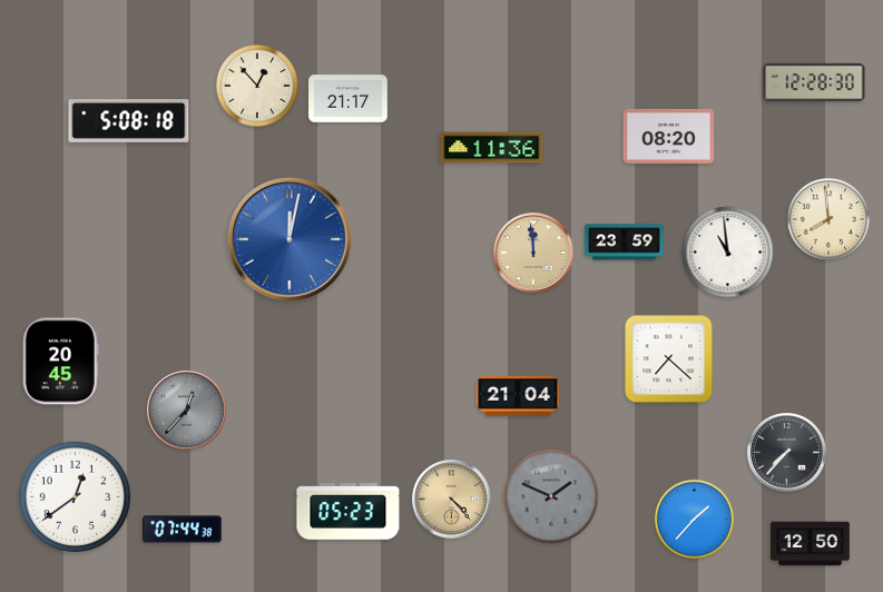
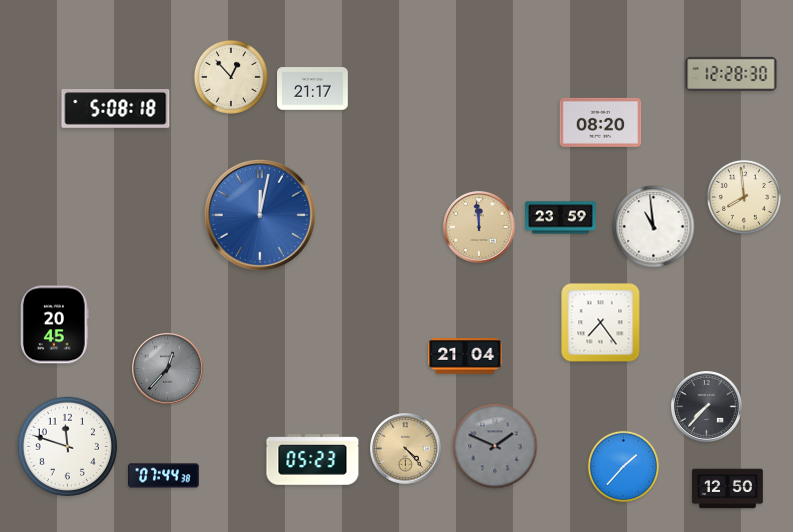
clock at (492, 148): 11:36 -> none
clock at (669, 359): 7:22 -> 7:24
clock at (76, 497): 12:39 -> 11:48
